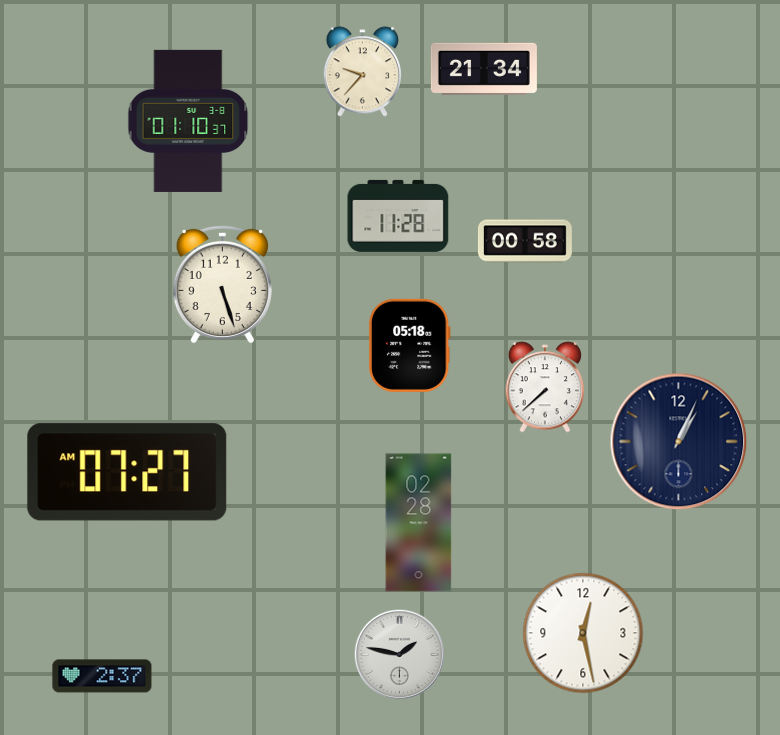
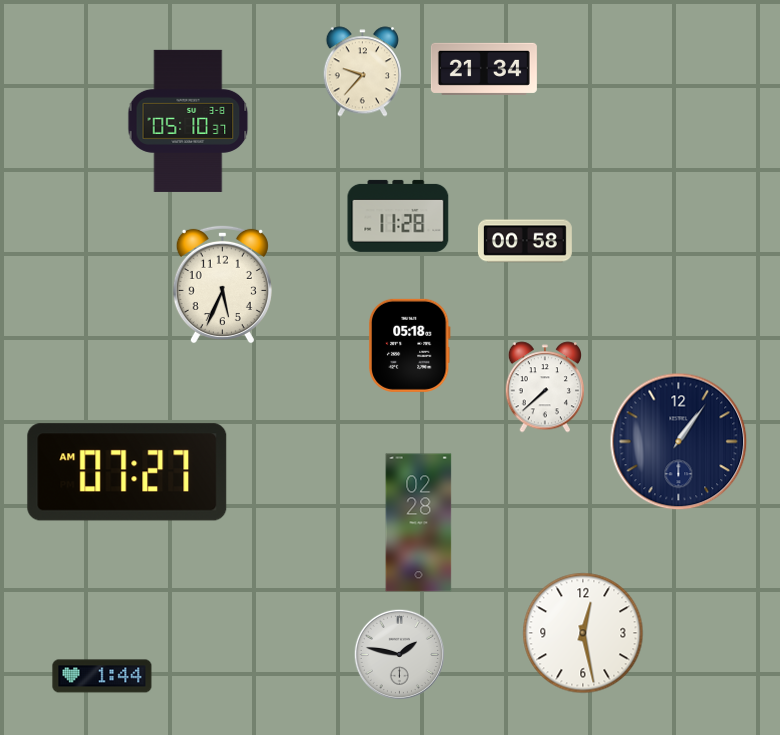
clock at (188, 121): 01:10 -> 05:10
clock at (222, 284): 5:27 -> 5:34
clock at (679, 442): 1:04 -> 1:06
clock at (102, 676): 2:37 -> 1:44
